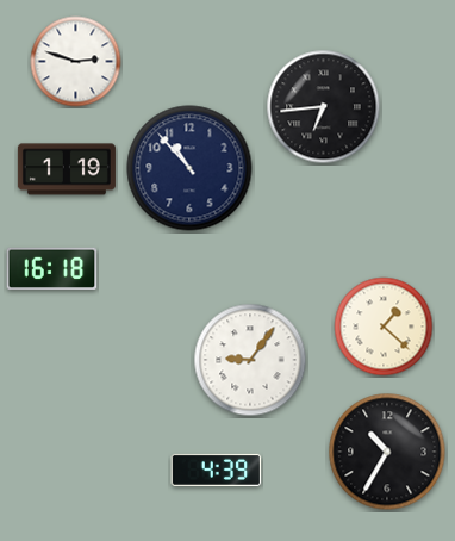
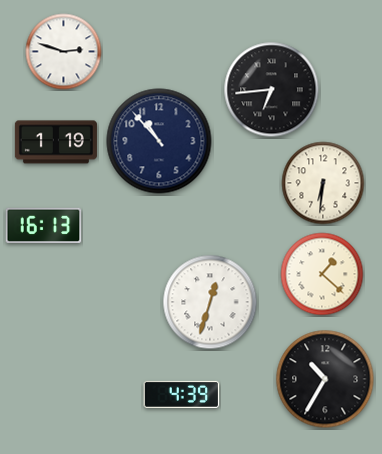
clock at (323, 183): none -> 6:31
clock at (52, 268): 16:18 -> 16:13
clock at (250, 360): 9:06 -> 12:33
